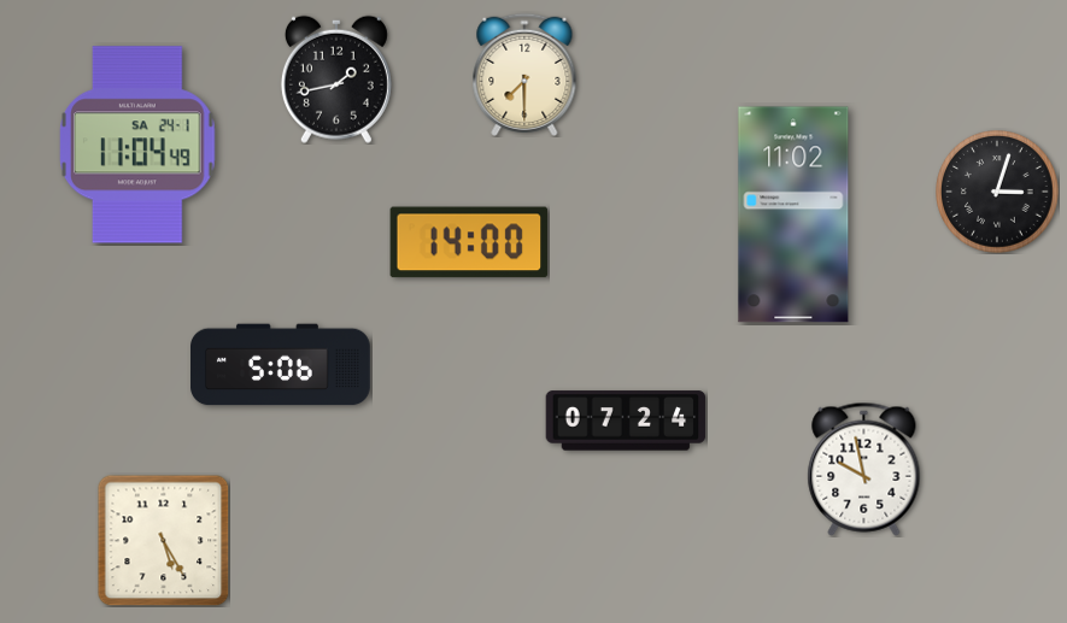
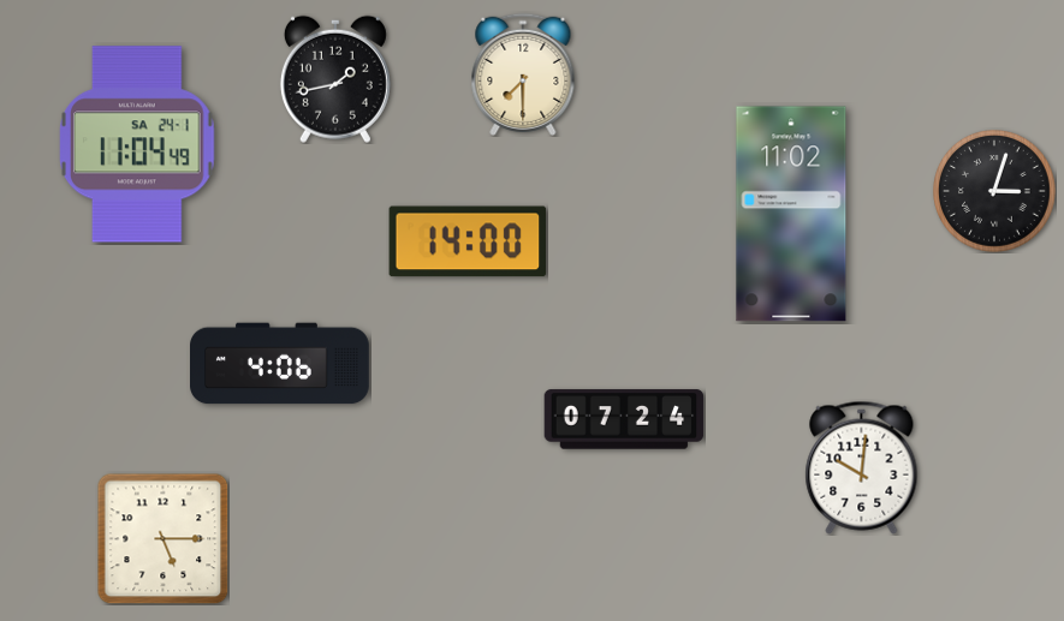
clock at (281, 365): 5:06 -> 4:06
clock at (864, 469): 9:58 -> 10:01
clock at (163, 540): 5:25 -> 5:15
